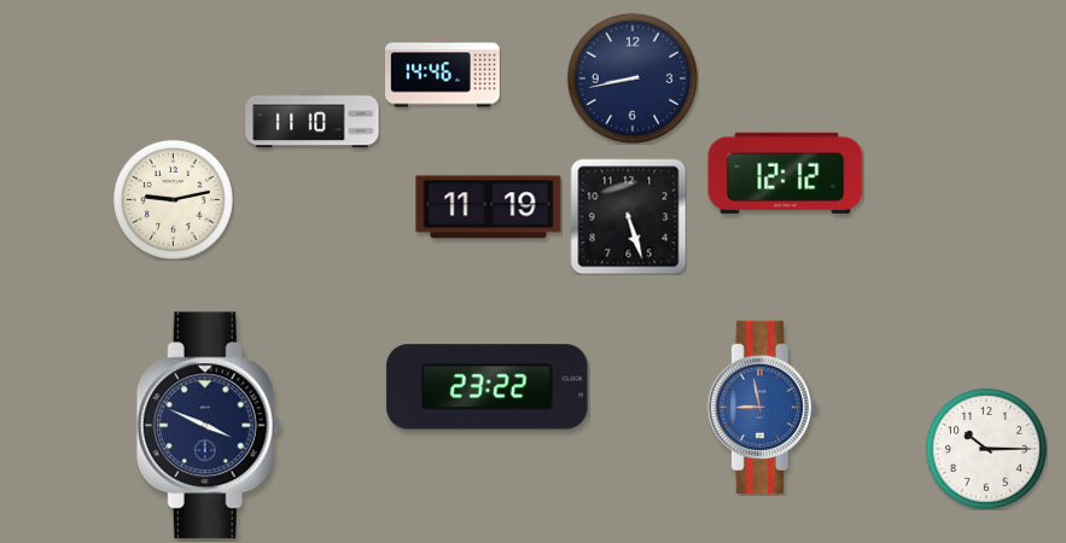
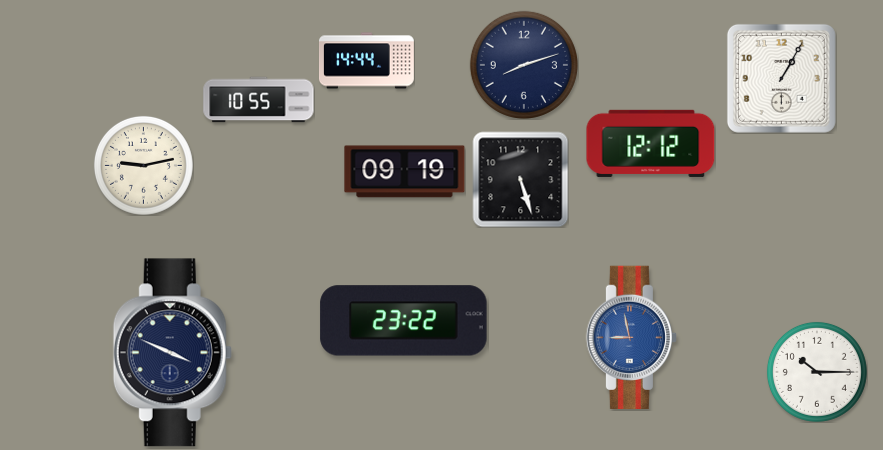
clock at (443, 74): 14:46 -> 14:44
clock at (633, 78): 8:43 -> 8:12
clock at (781, 78): none -> 1:05
clock at (313, 121): 11:10 -> 10:55
clock at (489, 208): 11:19 -> 09:19
